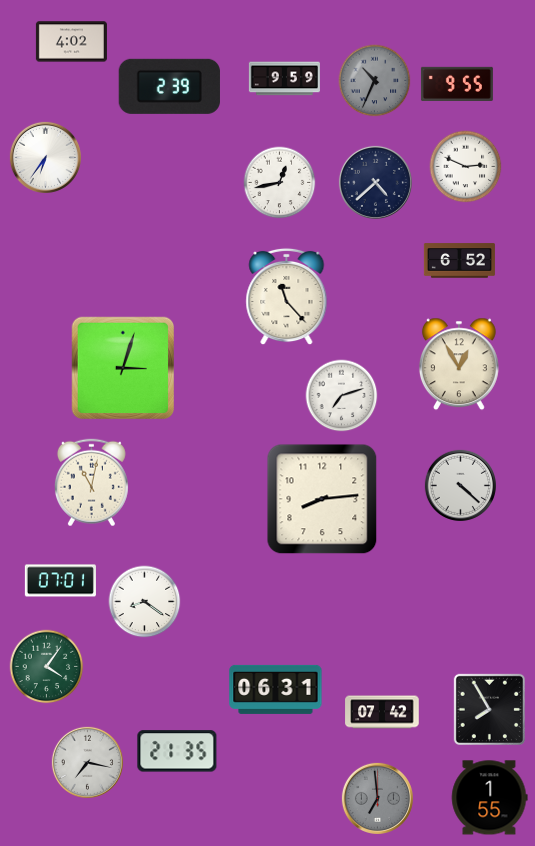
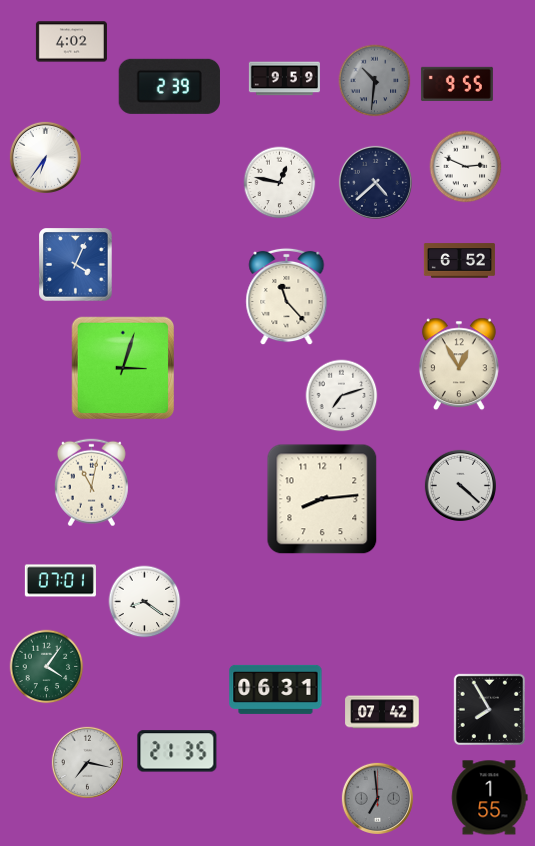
clock at (375, 81): 10:34 -> 10:31
clock at (280, 183): 12:43 -> 12:47
clock at (76, 265): none -> 4:04
